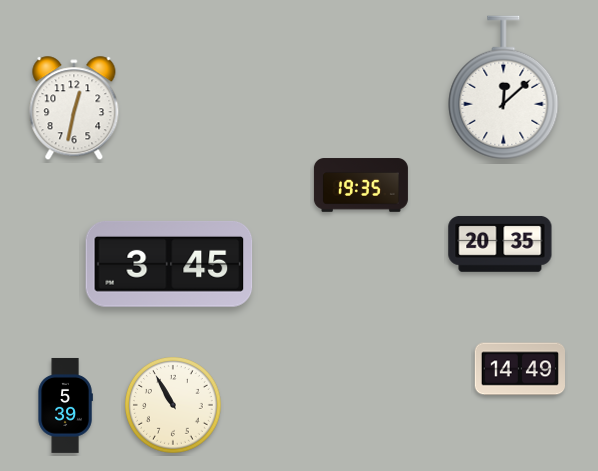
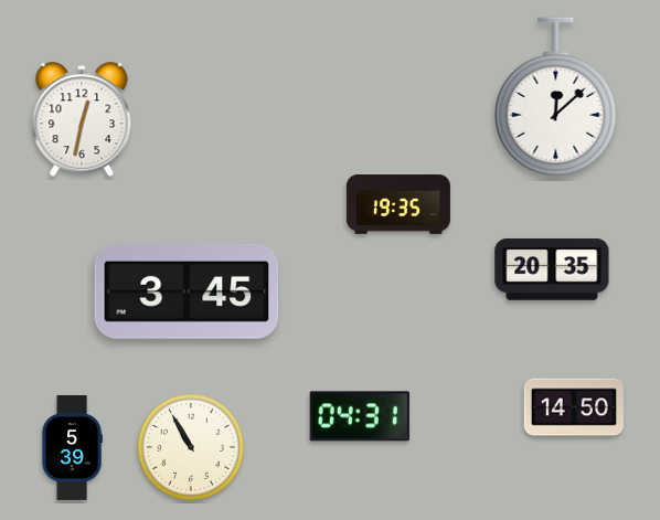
clock at (520, 369): 14:49 -> 14:50
clock at (360, 416): none -> 04:31
